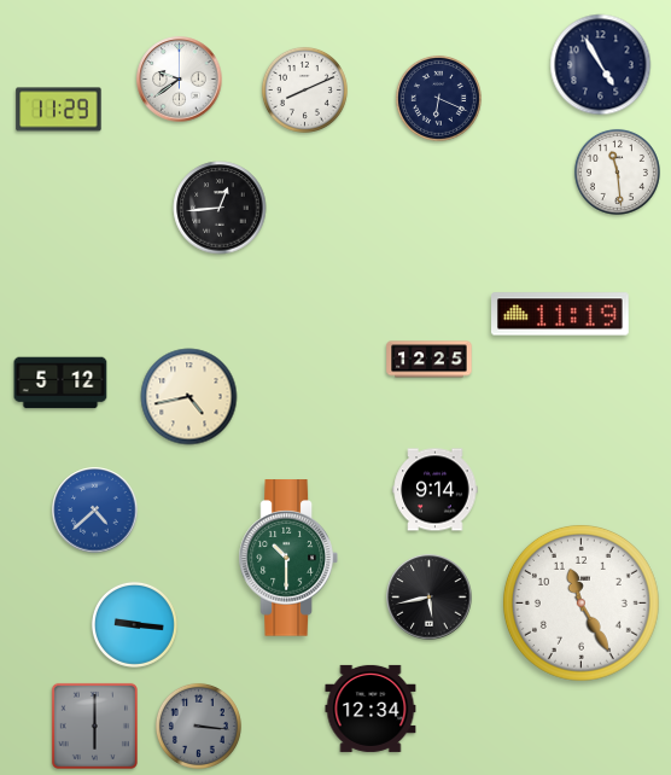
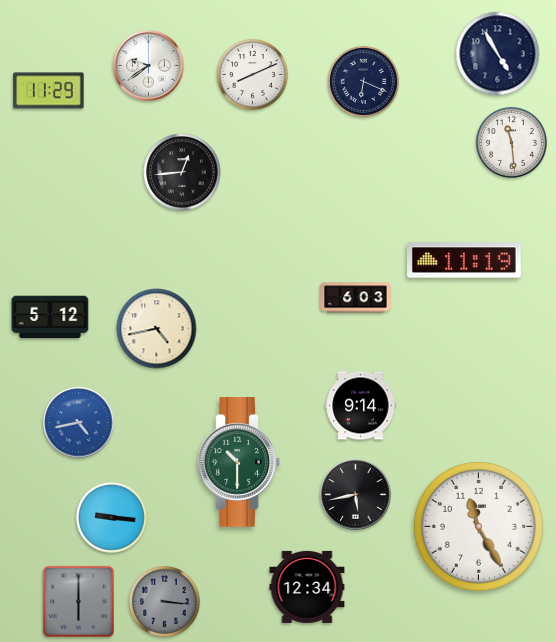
clock at (430, 360): 12:25 -> 6:03
clock at (95, 511): 4:38 -> 4:43
clock at (580, 602) position: (580, 602) -> (478, 526)
